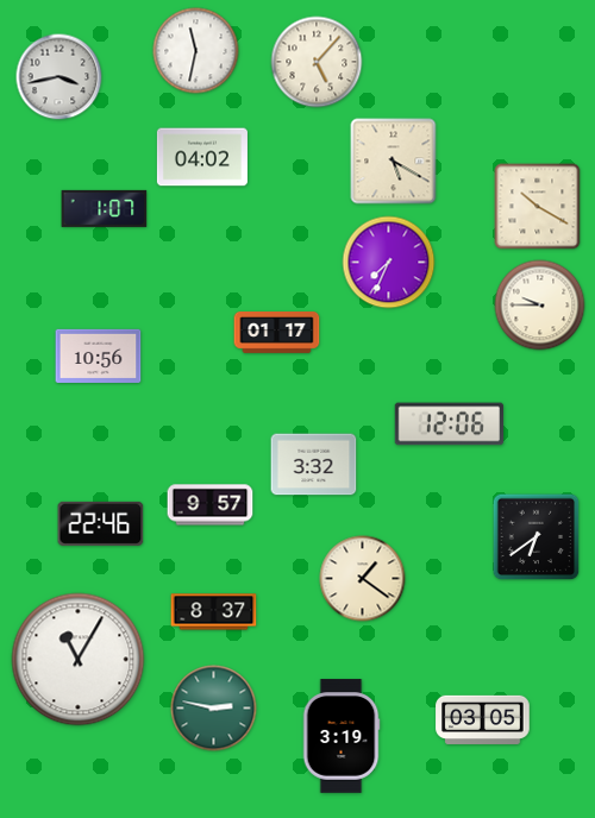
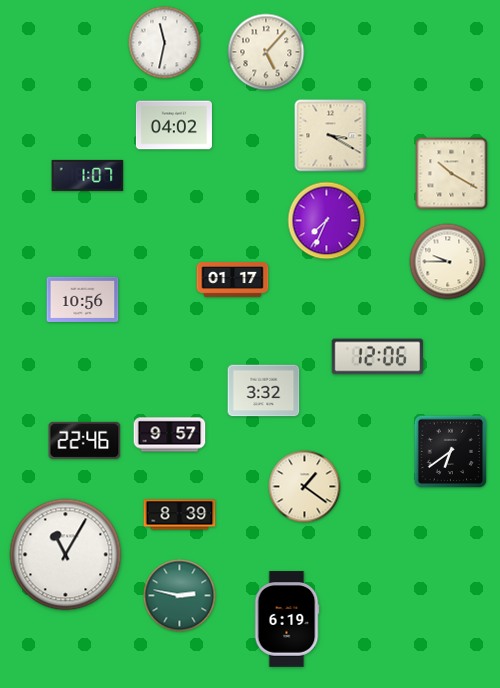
clock at (59, 77): 3:43 -> none
clock at (202, 157) position: (202, 157) -> (174, 125)
clock at (394, 162): 5:20 -> 3:20
clock at (540, 306) position: (540, 306) -> (448, 262)
clock at (211, 505) position: (211, 505) -> (170, 435)
clock at (214, 612): 8:37 -> 8:39
clock at (483, 719): 03:05 -> none
clock at (342, 736): 3:19 -> 6:19
